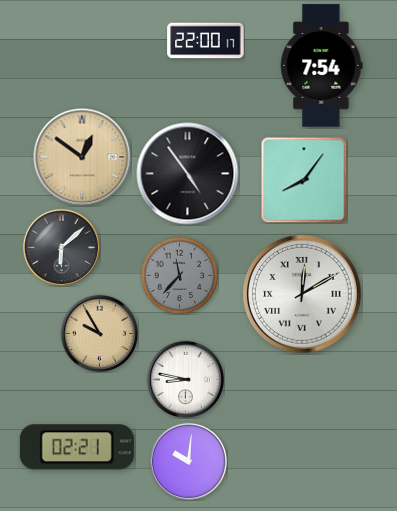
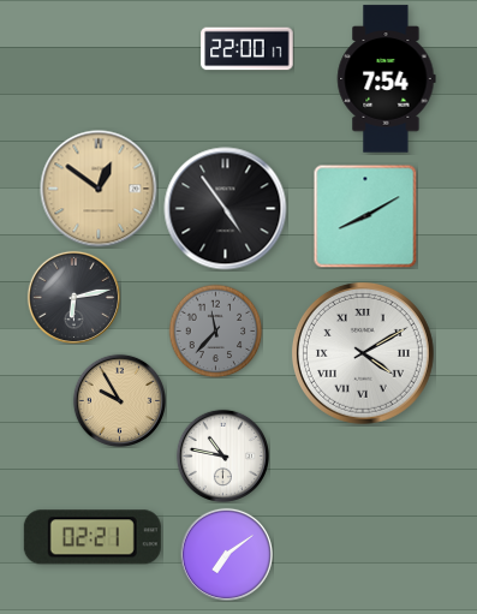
clock at (304, 180): 8:06 -> 8:10
clock at (61, 247): 6:08 -> 6:13
clock at (302, 294): 12:10 -> 4:10
clock at (185, 379): 8:47 -> 10:47
clock at (188, 461): 10:01 -> 7:09
